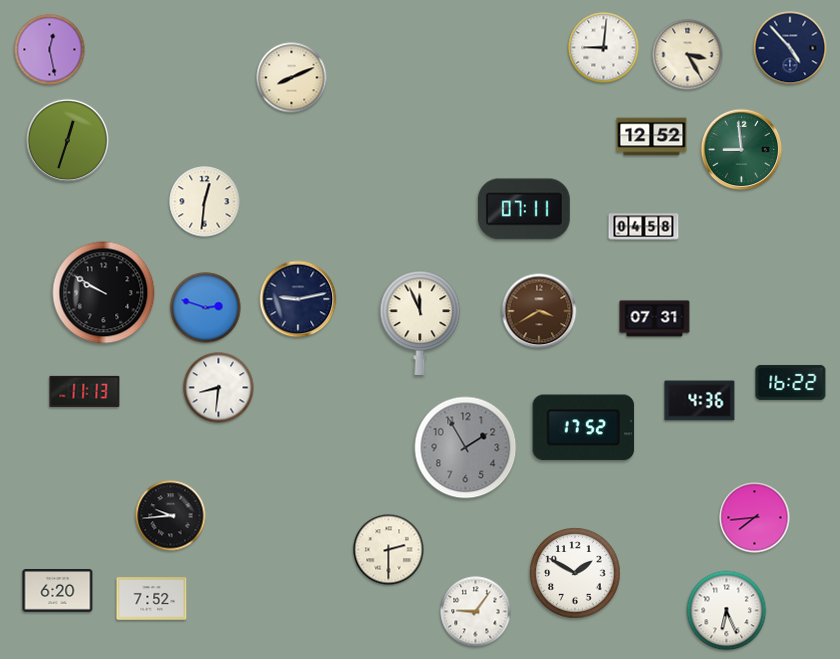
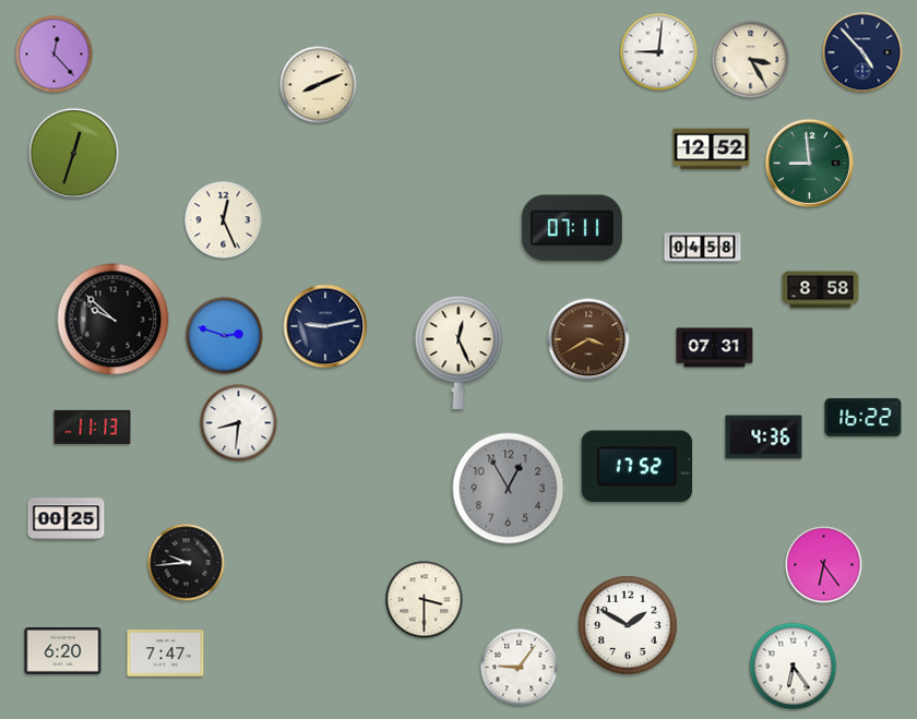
clock at (50, 50): 12:28 -> 12:23
clock at (205, 202): 12:31 -> 12:26
clock at (821, 290): none -> 8:58
clock at (104, 293): 9:50 -> 9:52
clock at (420, 323): 11:56 -> 12:26
clock at (466, 448): 1:55 -> 12:55
clock at (67, 519): none -> 00:25
clock at (755, 518): 7:44 -> 6:24
clock at (389, 550): 2:30 -> 3:30
clock at (58, 591) position: (58, 591) -> (63, 651)
clock at (152, 599): 7:52 -> 7:47
clock at (727, 611): 6:26 -> 6:24
